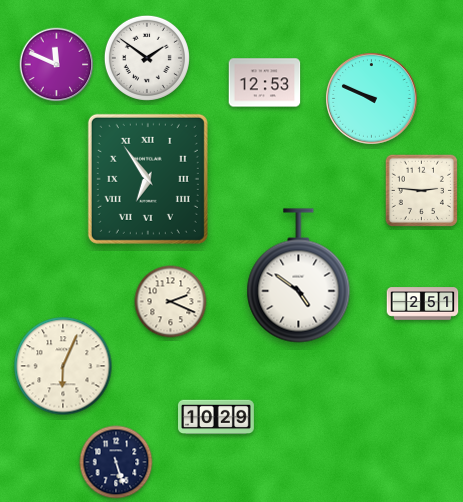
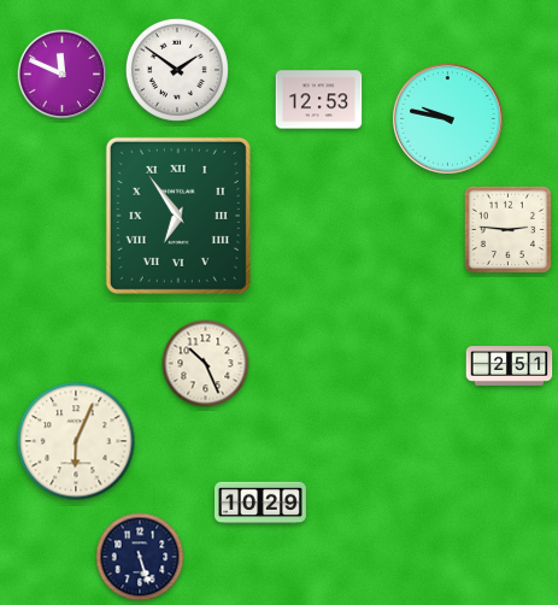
clock at (57, 65) position: (57, 65) -> (63, 75)
clock at (372, 99): 9:49 -> 9:47
clock at (299, 276): 4:51 -> none
clock at (171, 302): 2:19 -> 10:26
